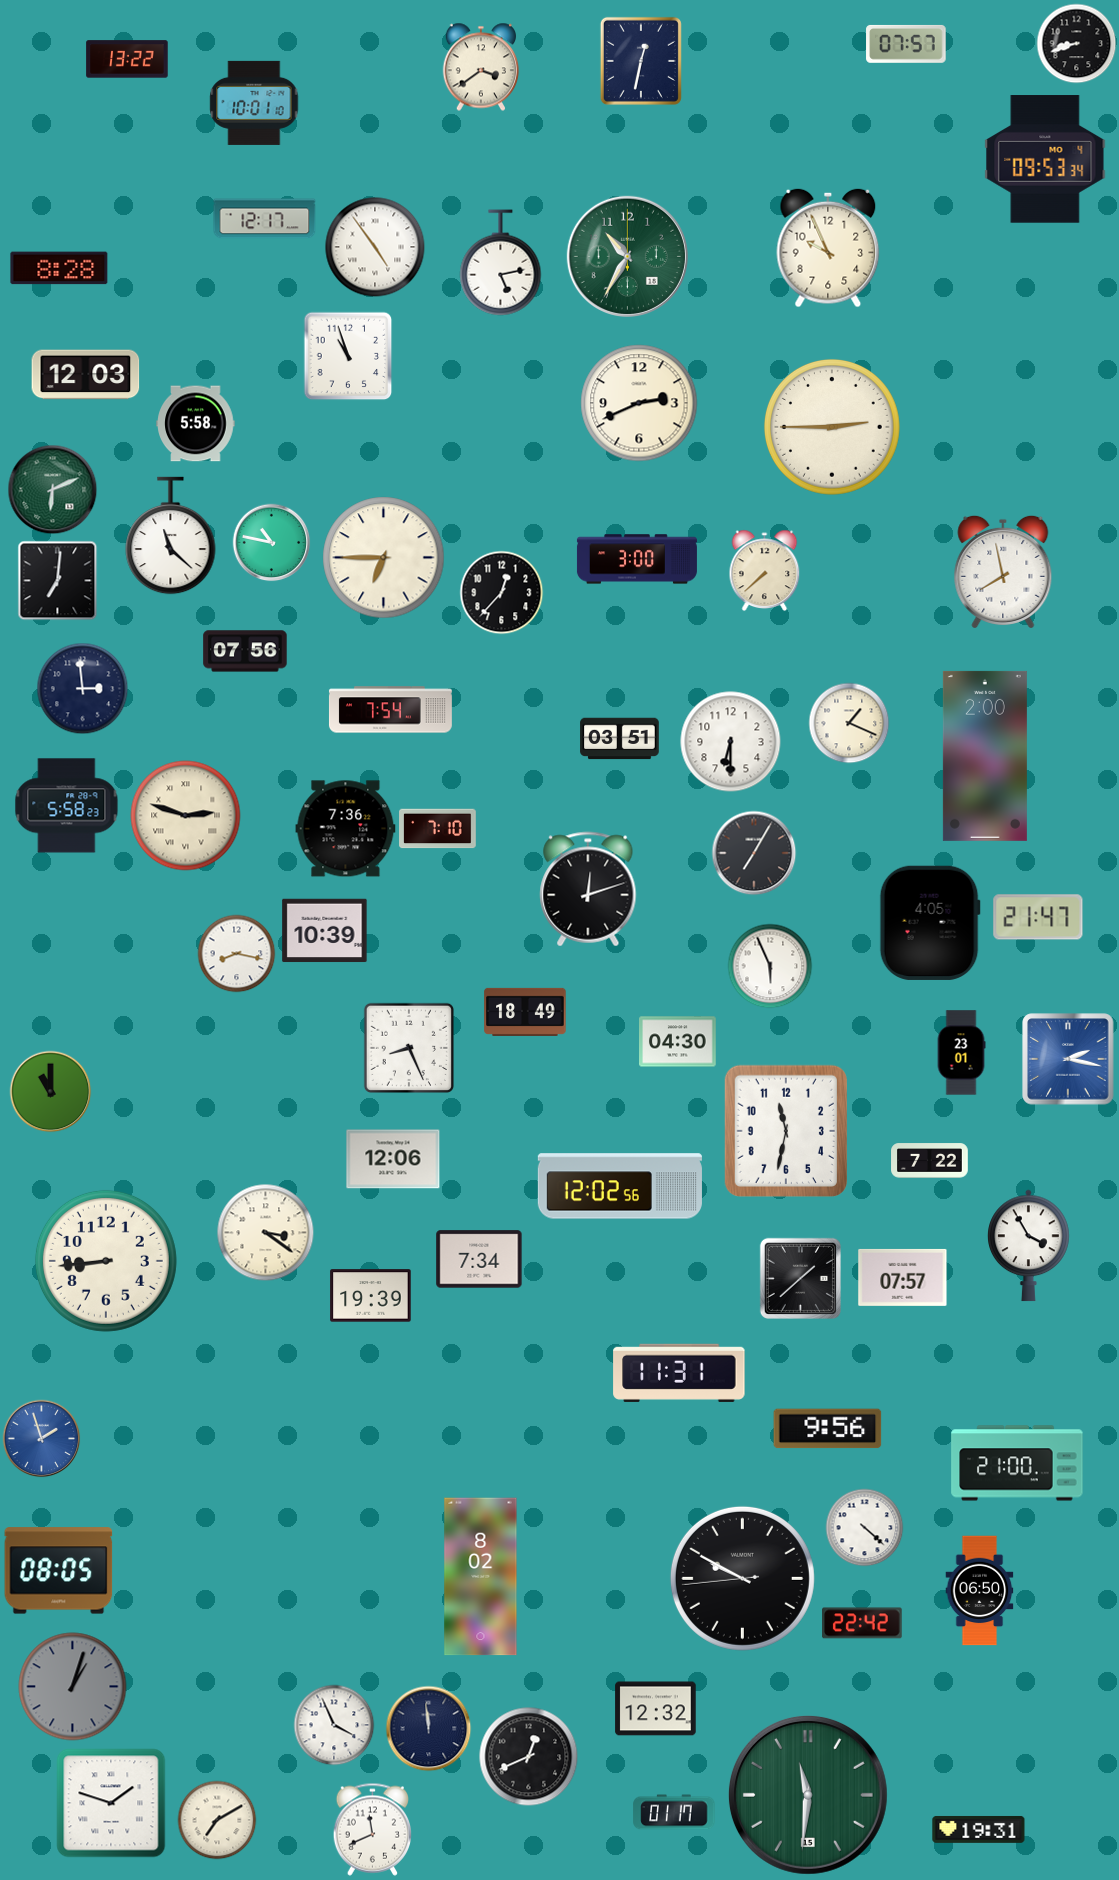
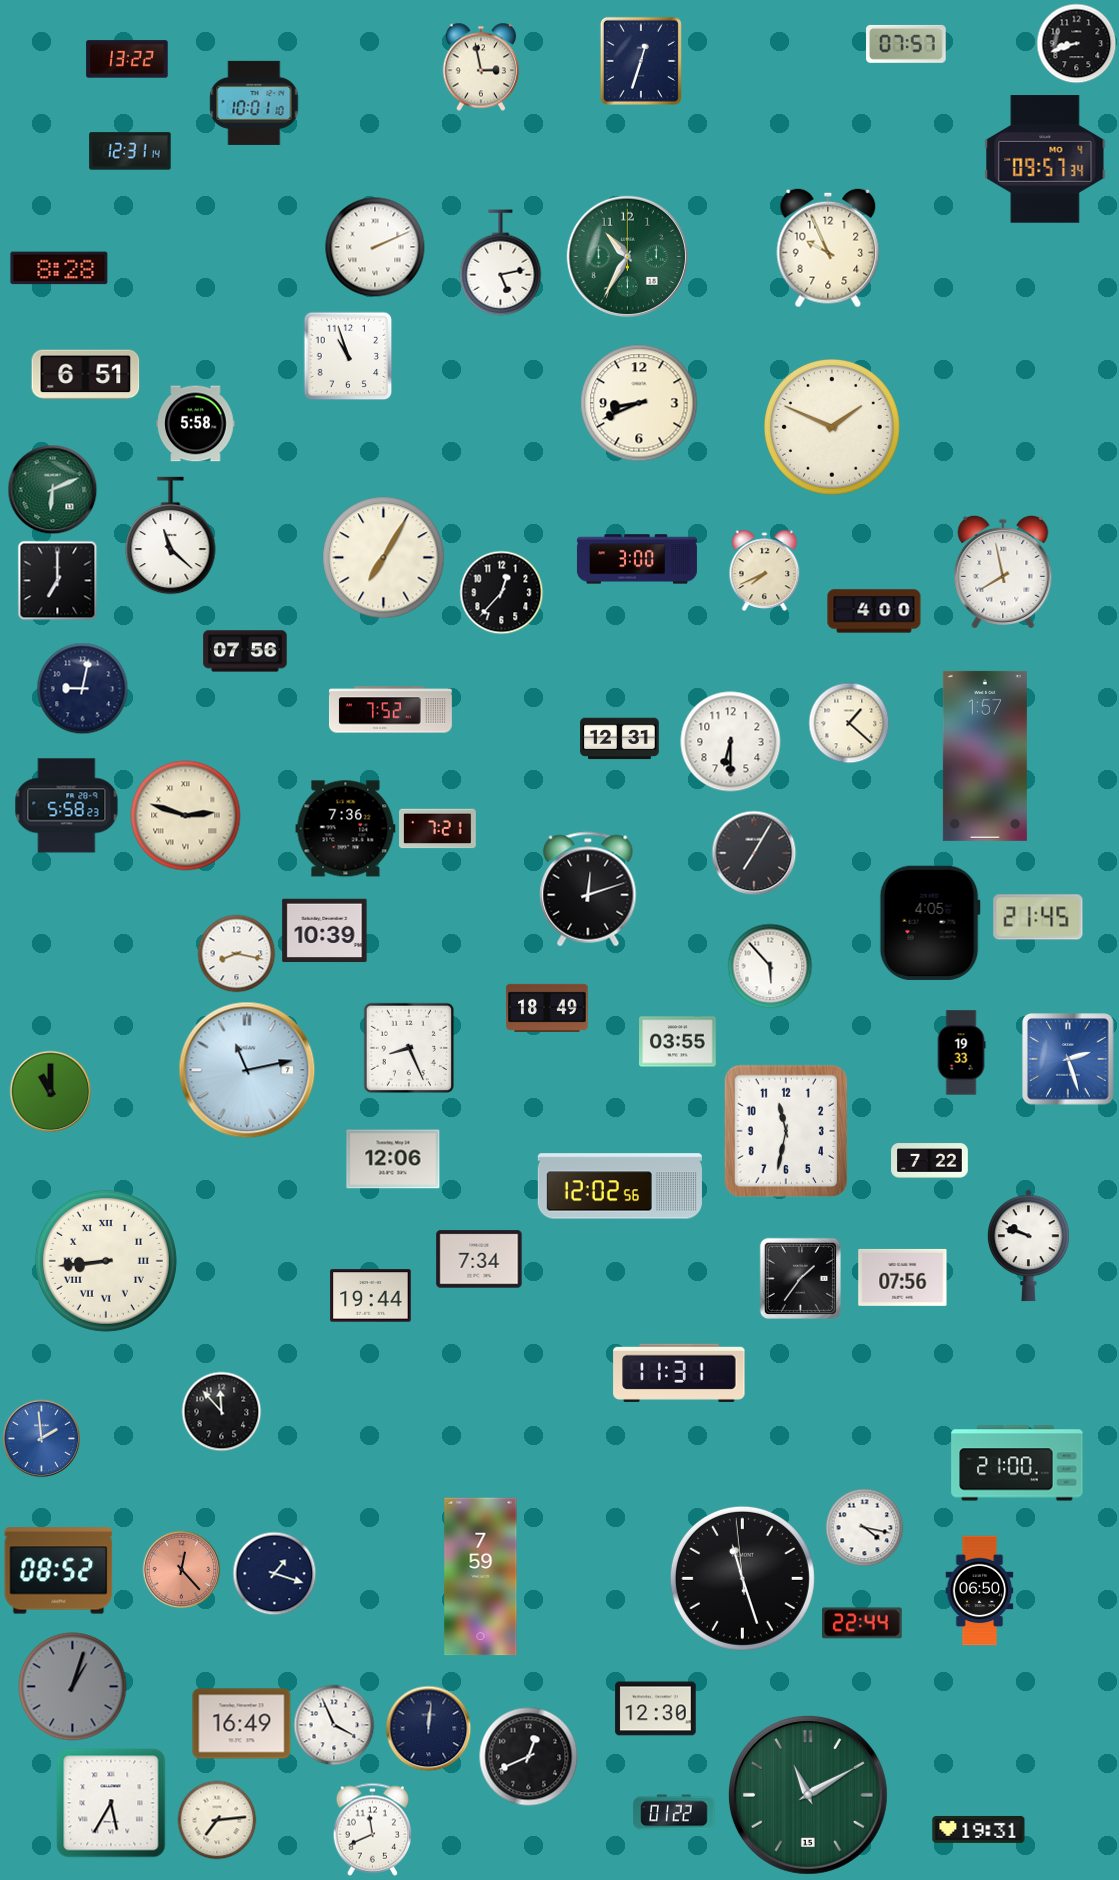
clock at (641, 61): 12:32 -> 12:33
clock at (481, 67): 3:39 -> 2:58
clock at (130, 151): none -> 12:31
clock at (1045, 159): 09:53 -> 09:57
clock at (265, 219): 12:17 -> none
clock at (375, 247): 4:54 -> 2:11
clock at (86, 375): 12:03 -> 6:51
clock at (639, 403): 2:41 -> 8:41
clock at (832, 427): 2:45 -> 1:49
clock at (271, 542): 10:47 -> none
clock at (384, 558): 6:45 -> 7:05
clock at (765, 570): 7:38 -> 7:41
clock at (57, 580): 7:01 -> 7:00
clock at (874, 611): none -> 4:00
clock at (82, 688): 2:59 -> 9:02
clock at (390, 710): 7:54 -> 7:52
clock at (849, 723): 1:19 -> 1:22
clock at (620, 739): 03:51 -> 12:31
clock at (985, 756): 2:00 -> 1:57
clock at (438, 829): 7:10 -> 7:21
clock at (1038, 917): 21:47 -> 21:45
clock at (770, 966): 5:56 -> 5:53
clock at (525, 1012) position: (525, 1012) -> (547, 1008)
clock at (678, 1042): 04:30 -> 03:55
clock at (961, 1053): 23:01 -> 19:33
clock at (1068, 1059): 2:17 -> 2:27
clock at (247, 1070): none -> 11:13
clock at (265, 1232): 3:21 -> none
clock at (1029, 1246): 3:55 -> 9:48
clock at (106, 1261) numerals: Arabic -> Roman
clock at (903, 1277): 07:57 -> 07:56
clock at (800, 1278): 1:38 -> 1:36
clock at (371, 1296): 19:39 -> 19:44
clock at (221, 1411): none -> 11:53
clock at (828, 1429): 9:56 -> none
clock at (41, 1438): 1:57 -> 1:59
clock at (864, 1527): 4:22 -> 4:17
clock at (181, 1569): none -> 12:23
clock at (59, 1571): 08:05 -> 08:52
clock at (274, 1573): none -> 1:18
clock at (481, 1577): 8:02 -> 7:59
clock at (742, 1578): 9:49 -> 11:26
clock at (862, 1623): 22:42 -> 22:44
clock at (656, 1709): 12:32 -> 12:30
clock at (242, 1724): none -> 16:49
clock at (428, 1728): 11:59 -> 12:01
clock at (808, 1795): 11:31 -> 11:10
clock at (111, 1803): 1:48 -> 5:35
clock at (674, 1812): 01:17 -> 01:22
clock at (217, 1820): 7:10 -> 7:14
